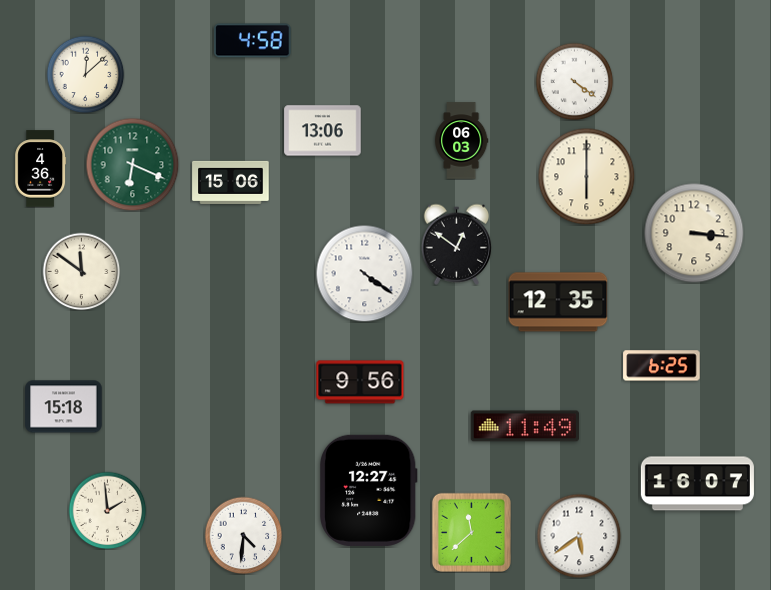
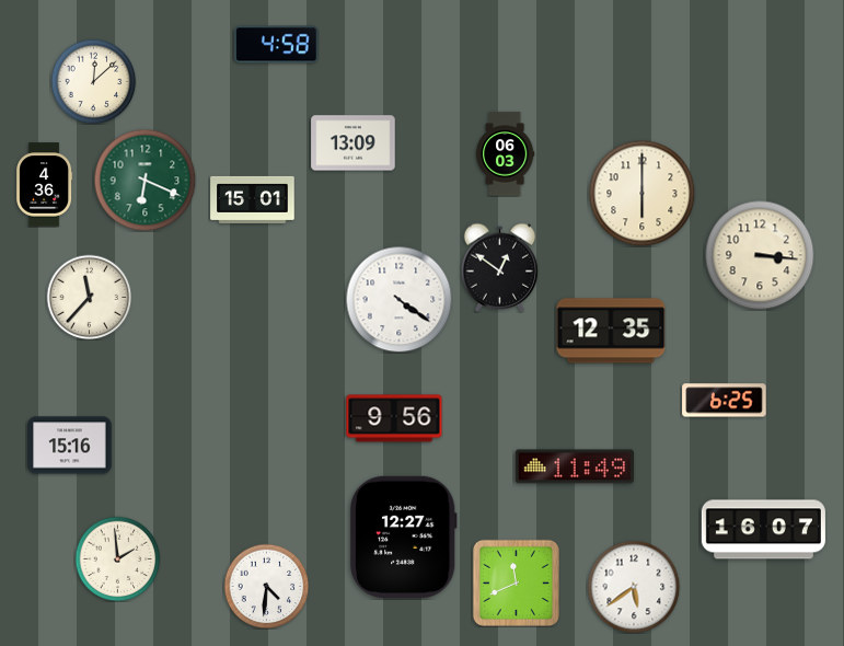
clock at (574, 81): 4:21 -> none
clock at (323, 131): 13:06 -> 13:09
clock at (231, 182): 15:06 -> 15:01
clock at (81, 271): 11:51 -> 11:37
clock at (64, 407): 15:18 -> 15:16
clock at (471, 532): 11:38 -> 11:41
